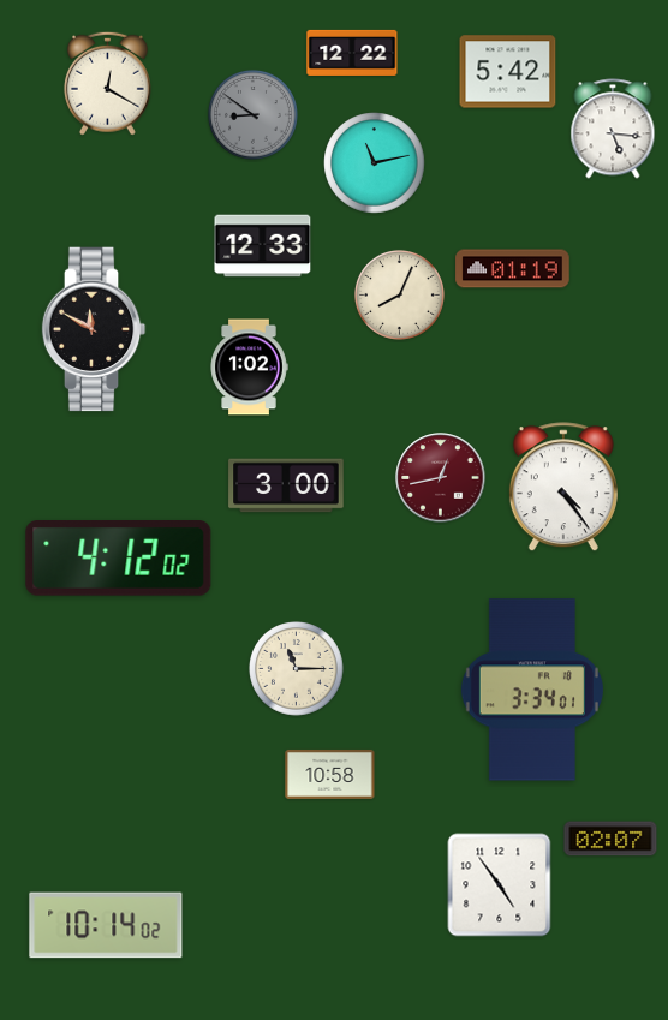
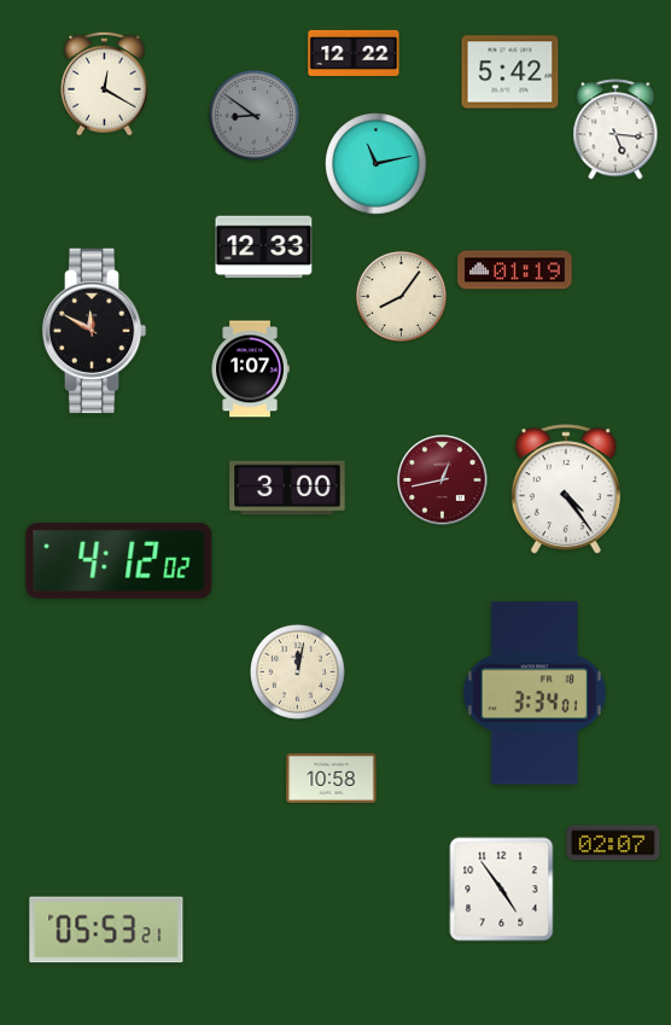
clock at (107, 83) position: (107, 83) -> (104, 83)
clock at (399, 294): 8:04 -> 8:06
clock at (249, 368): 1:02 -> 1:07
clock at (297, 669): 11:15 -> 12:02
clock at (106, 925): 10:14 -> 05:53
